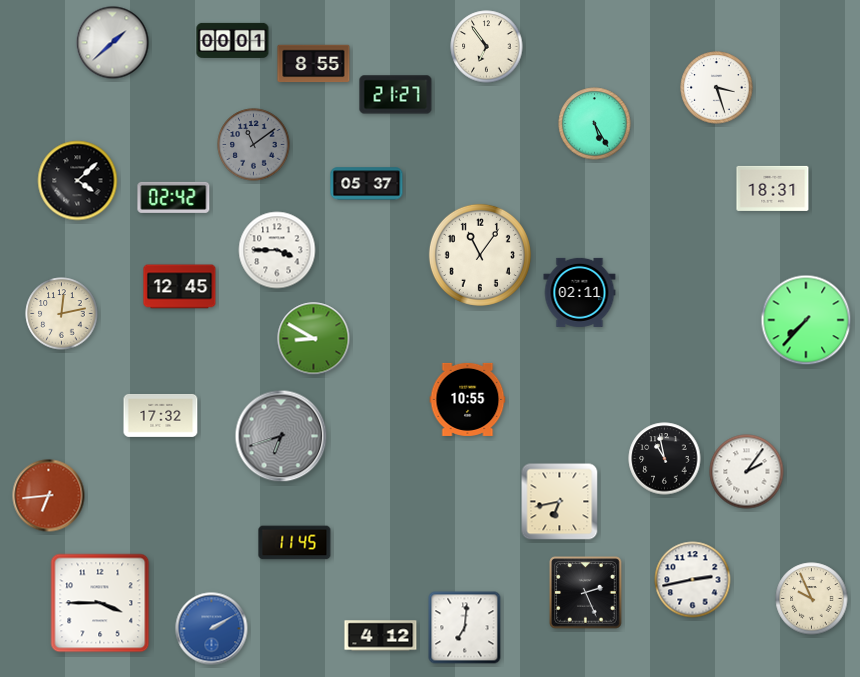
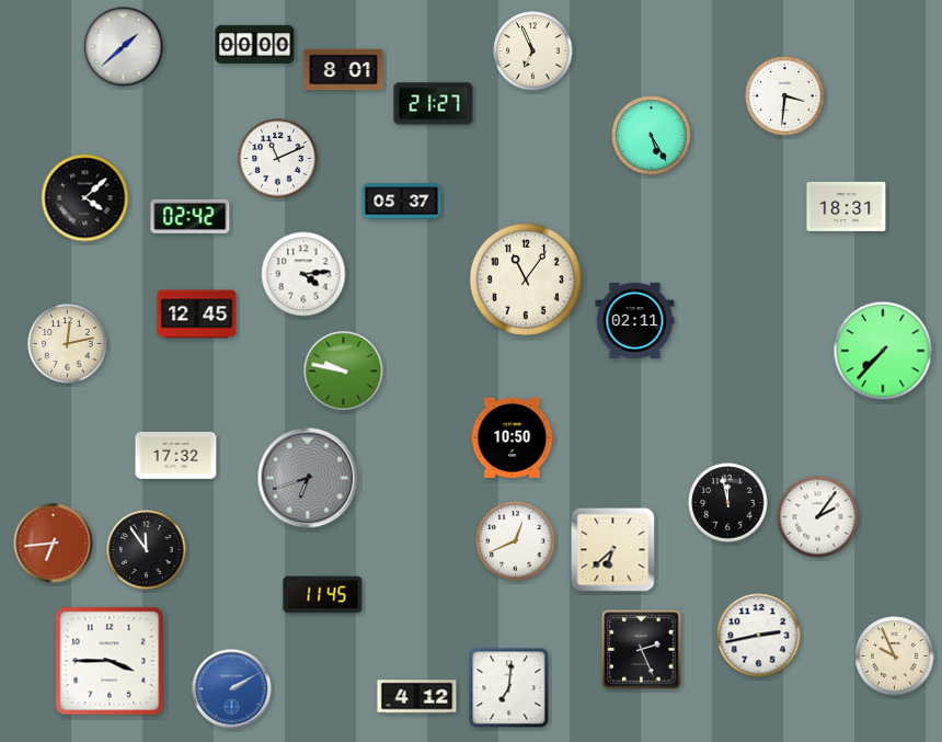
clock at (233, 40): 00:01 -> 00:00
clock at (487, 47): 6:54 -> 6:56
clock at (314, 64): 8:55 -> 8:01
clock at (717, 88): 3:27 -> 3:31
clock at (254, 145): 11:09 -> 11:11
clock at (254, 145) dial: grey -> white
clock at (277, 250): 3:45 -> 4:14
clock at (314, 339): 8:50 -> 9:47
clock at (468, 399): 10:55 -> 10:50
clock at (665, 459): 10:58 -> 11:58
clock at (516, 541): none -> 12:41
clock at (147, 550): none -> 11:54
clock at (560, 502): 6:43 -> 6:38
clock at (812, 599) position: (812, 599) -> (895, 657)
